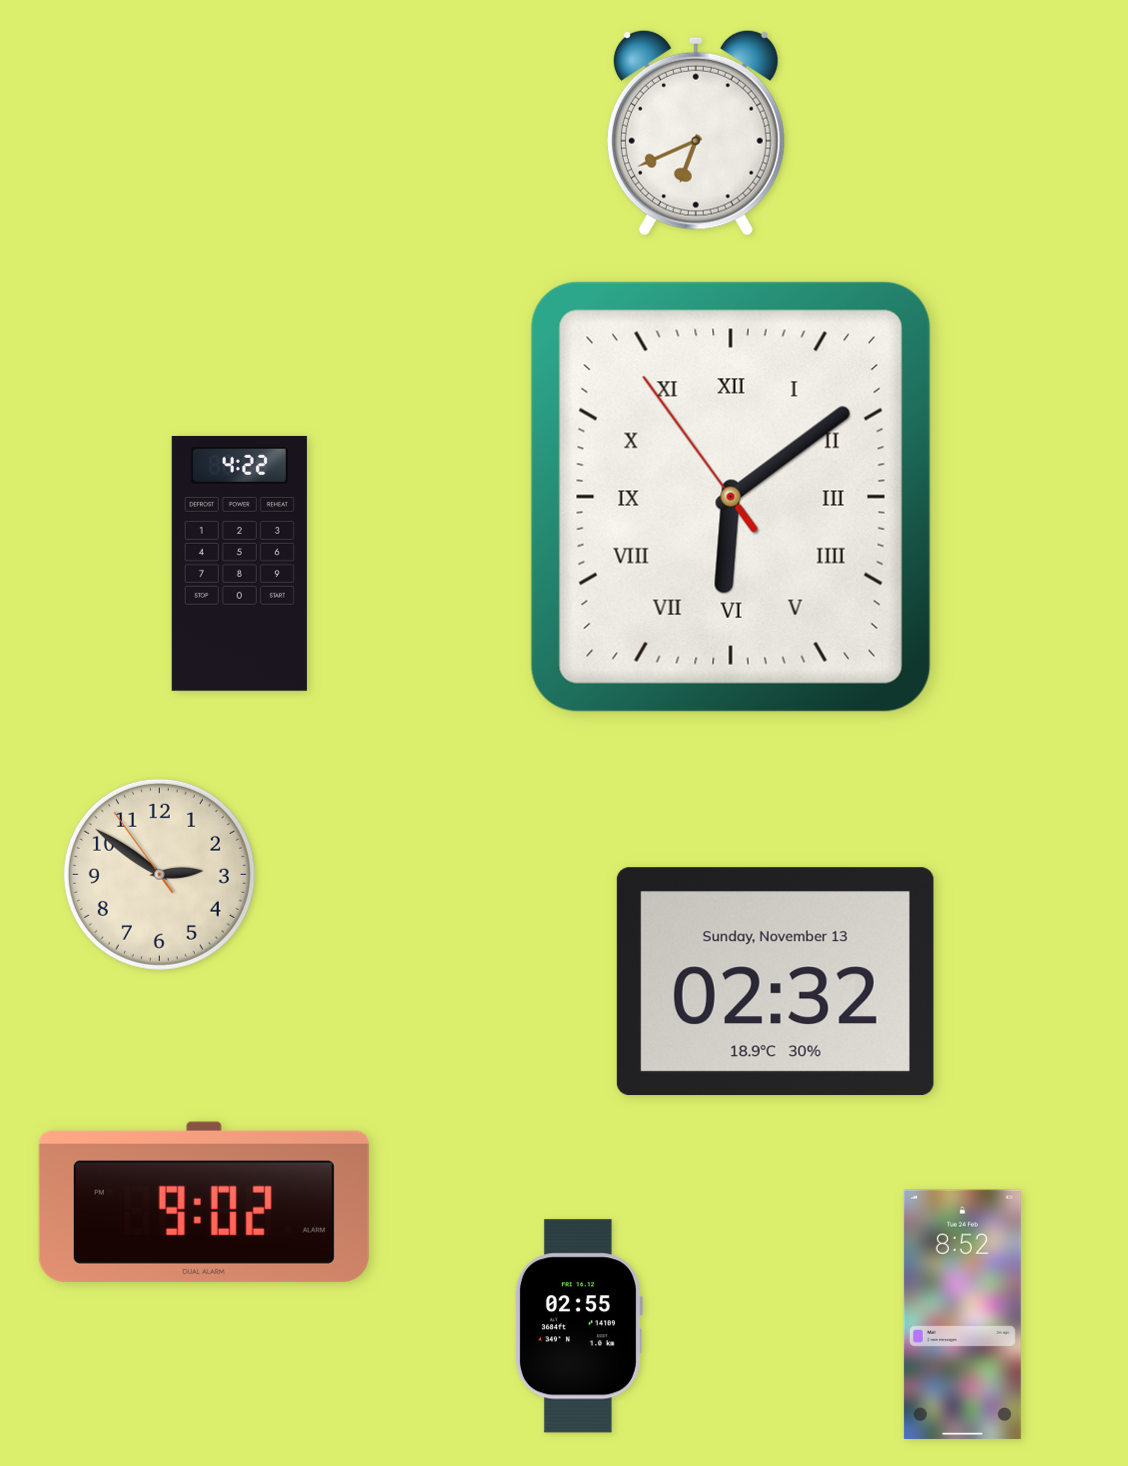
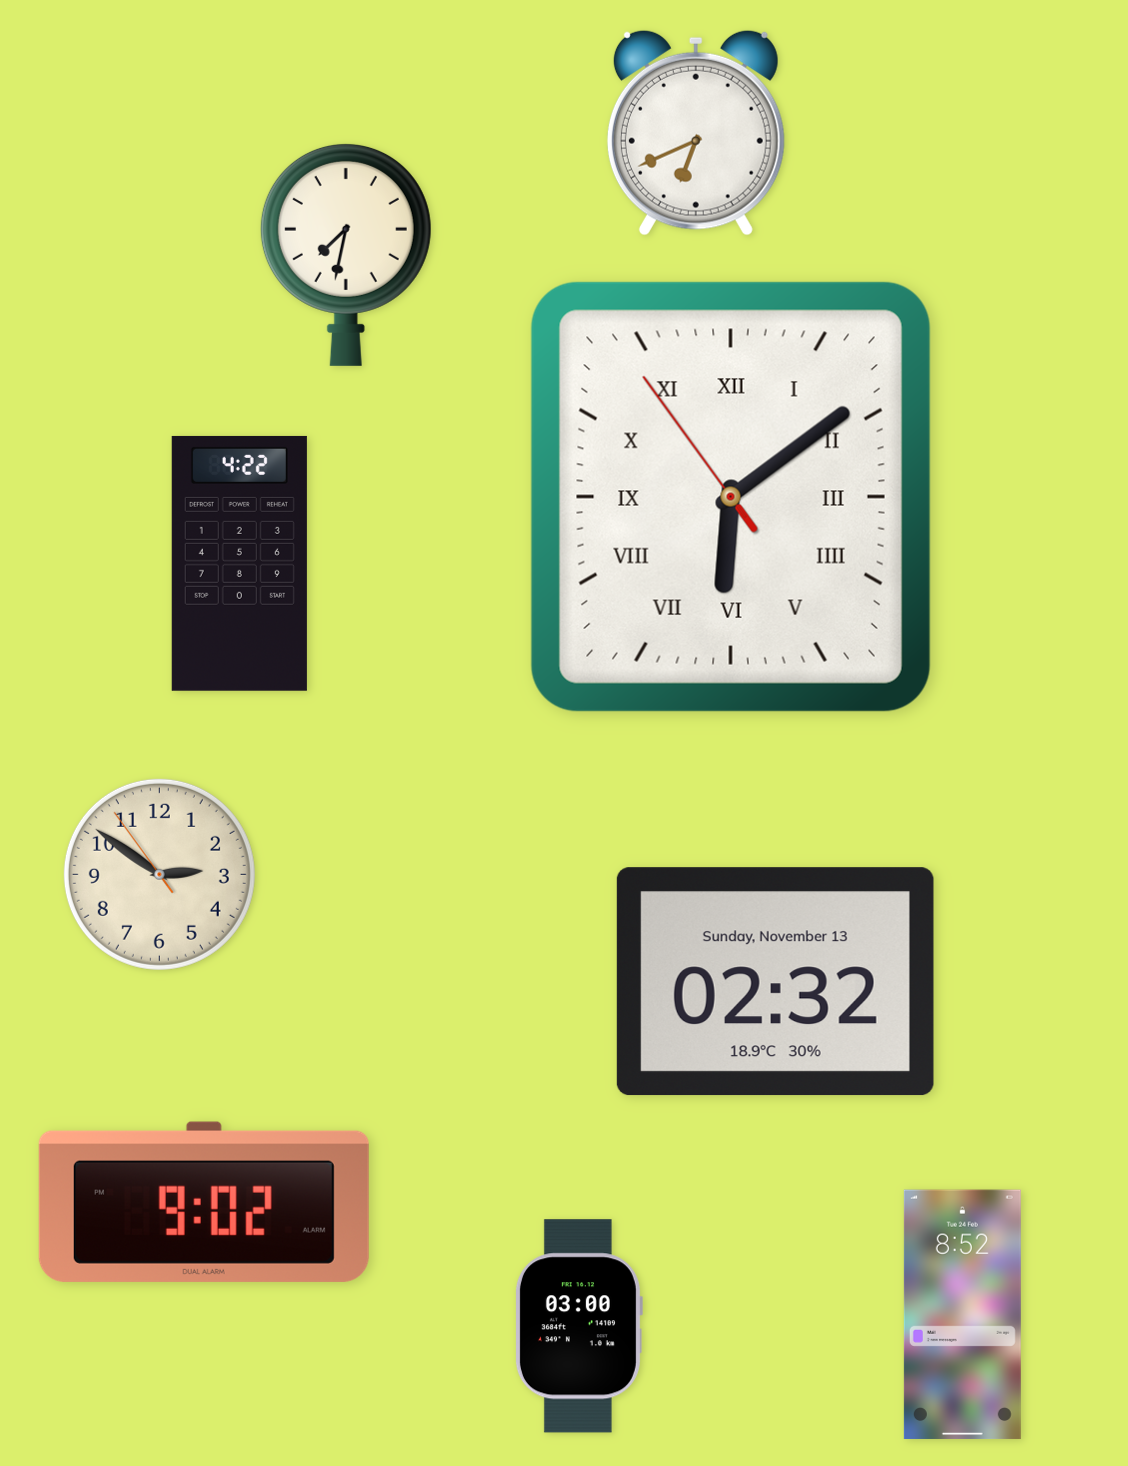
clock at (346, 254): none -> 7:32
clock at (578, 1326): 02:55 -> 03:00
